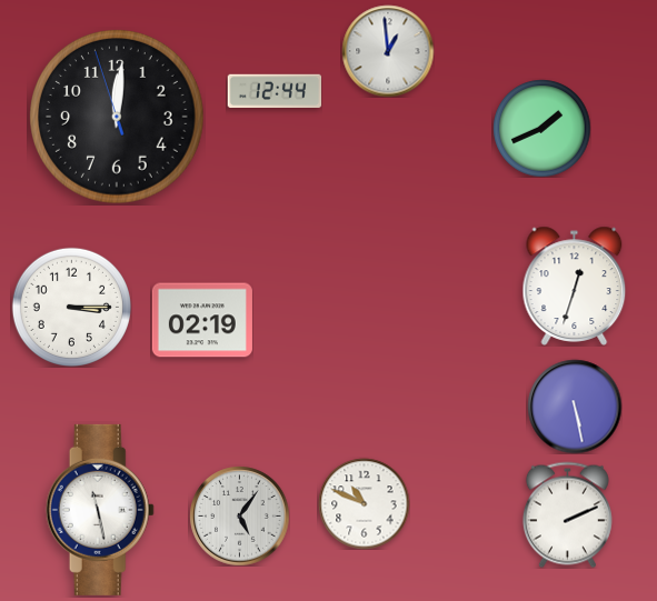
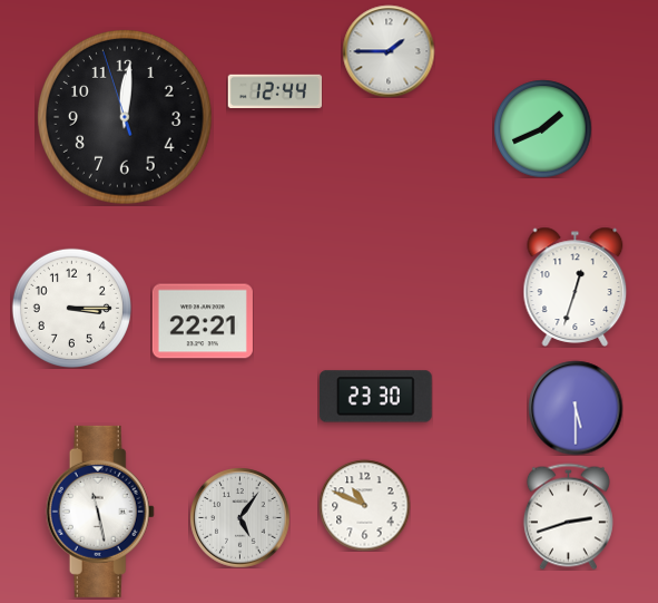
clock at (388, 51): 12:59 -> 1:45
clock at (118, 118) position: (118, 118) -> (126, 118)
clock at (202, 320): 02:19 -> 22:21
clock at (376, 397): none -> 23:30
clock at (575, 407): 5:28 -> 5:30
clock at (567, 514): 2:11 -> 2:42
